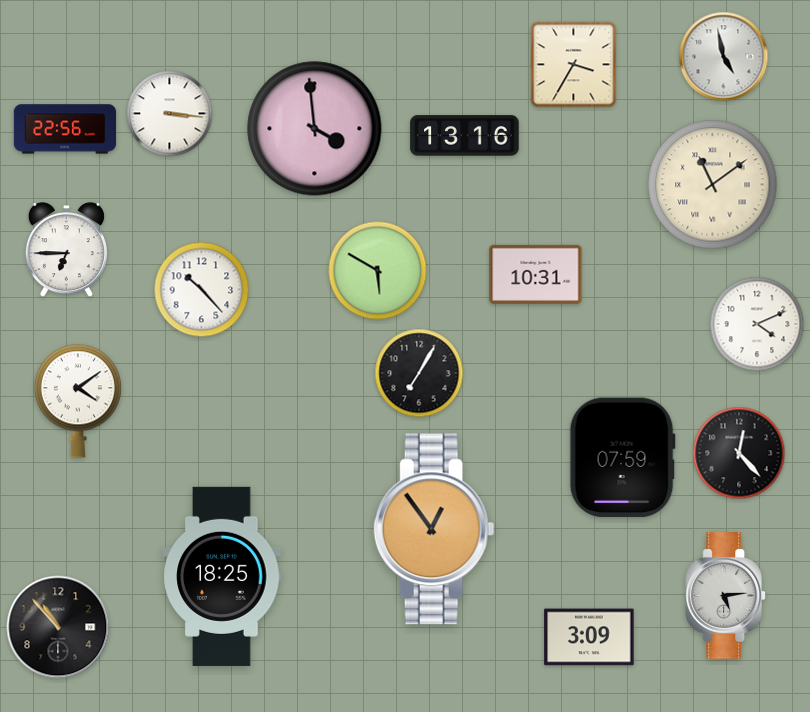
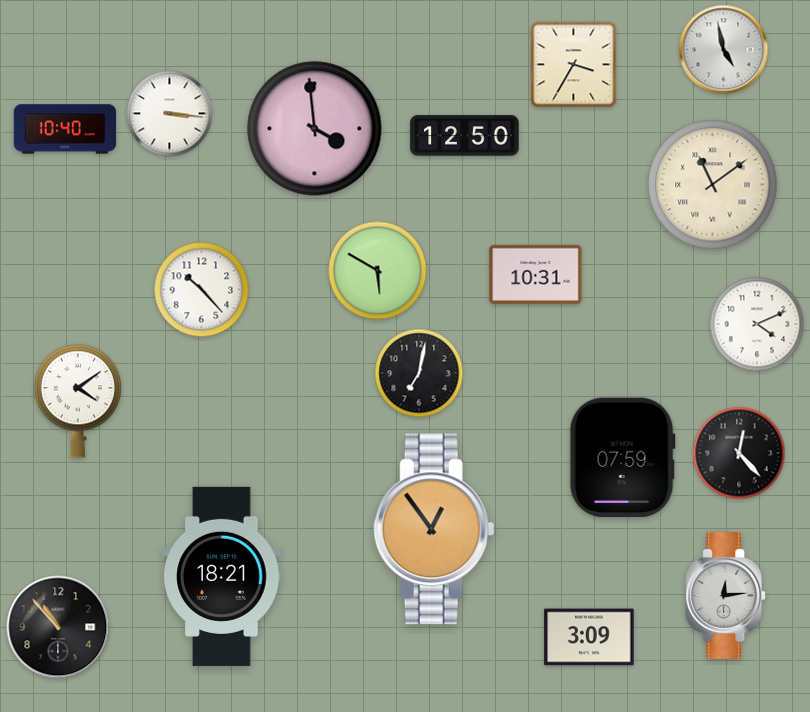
clock at (724, 57) position: (724, 57) -> (724, 50)
clock at (65, 129): 22:56 -> 10:40
clock at (465, 136): 13:16 -> 12:50
clock at (66, 250): 6:45 -> none
clock at (419, 373): 7:05 -> 7:02
clock at (222, 576): 18:25 -> 18:21
clock at (726, 596): 5:14 -> 12:14
